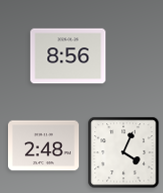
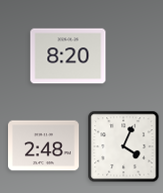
clock at (68, 56): 8:56 -> 8:20
clock at (124, 153) position: (124, 153) -> (124, 147)
